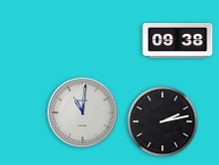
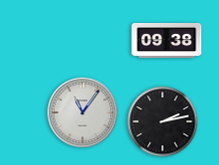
clock at (178, 40) position: (178, 40) -> (167, 40)
clock at (83, 113): 11:01 -> 11:06
